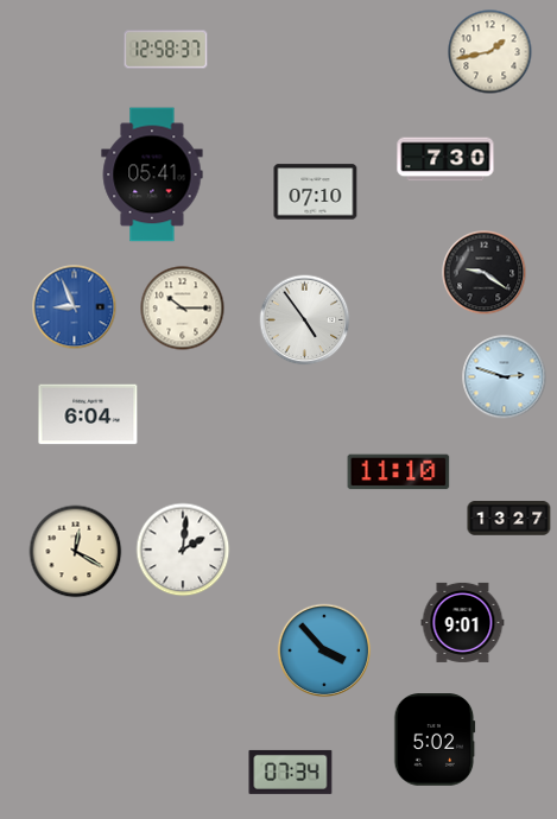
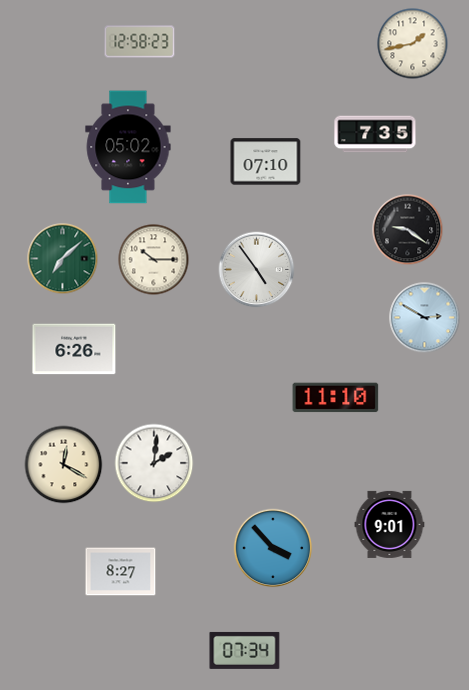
clock at (166, 50): 12:58:37 -> 12:58:23
clock at (445, 159): 7:30 -> 7:35
clock at (152, 174): 05:41 -> 05:02
clock at (75, 307): 8:56 -> 7:08
clock at (75, 307) dial: blue -> green
clock at (505, 377): 2:48 -> 2:50
clock at (88, 414): 6:04 -> 6:26
clock at (509, 519): 13:27 -> none
clock at (121, 572): none -> 8:27
clock at (435, 739): 5:02 -> none
